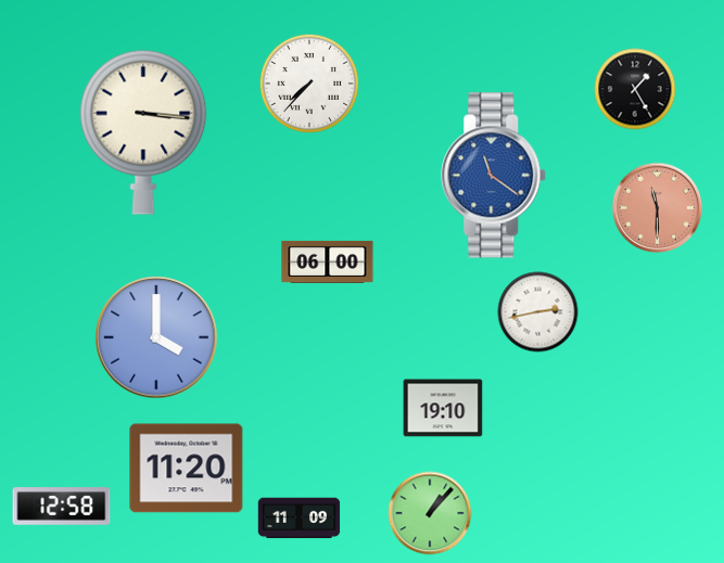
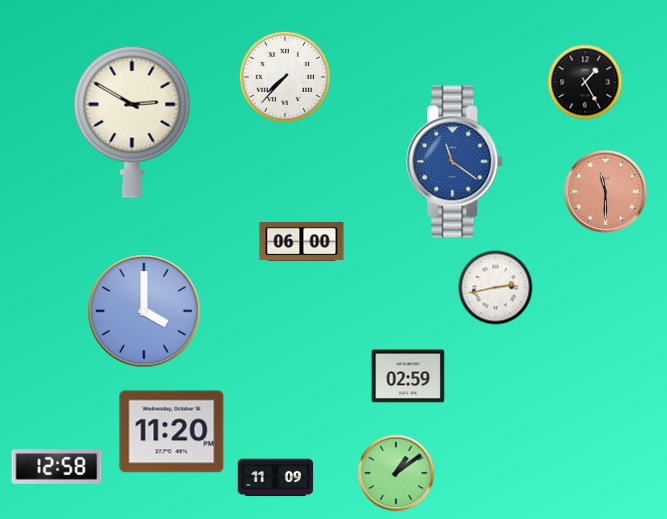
clock at (143, 132): 3:16 -> 2:50
clock at (443, 408): 19:10 -> 02:59
clock at (430, 513): 1:07 -> 1:09
